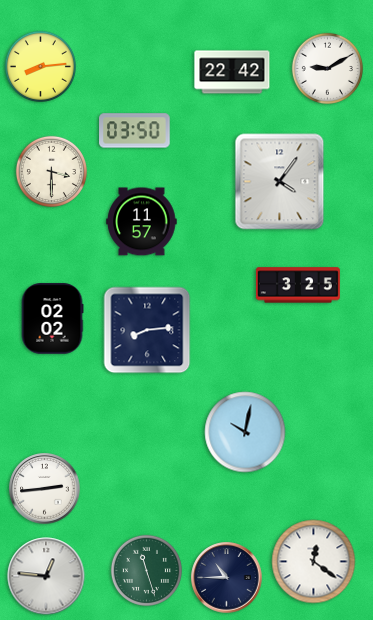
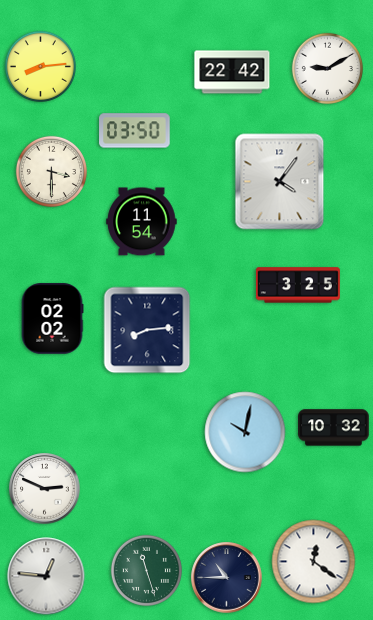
clock at (142, 222): 11:57 -> 11:54
clock at (334, 428): none -> 10:32
clock at (45, 489): 2:44 -> 2:49
